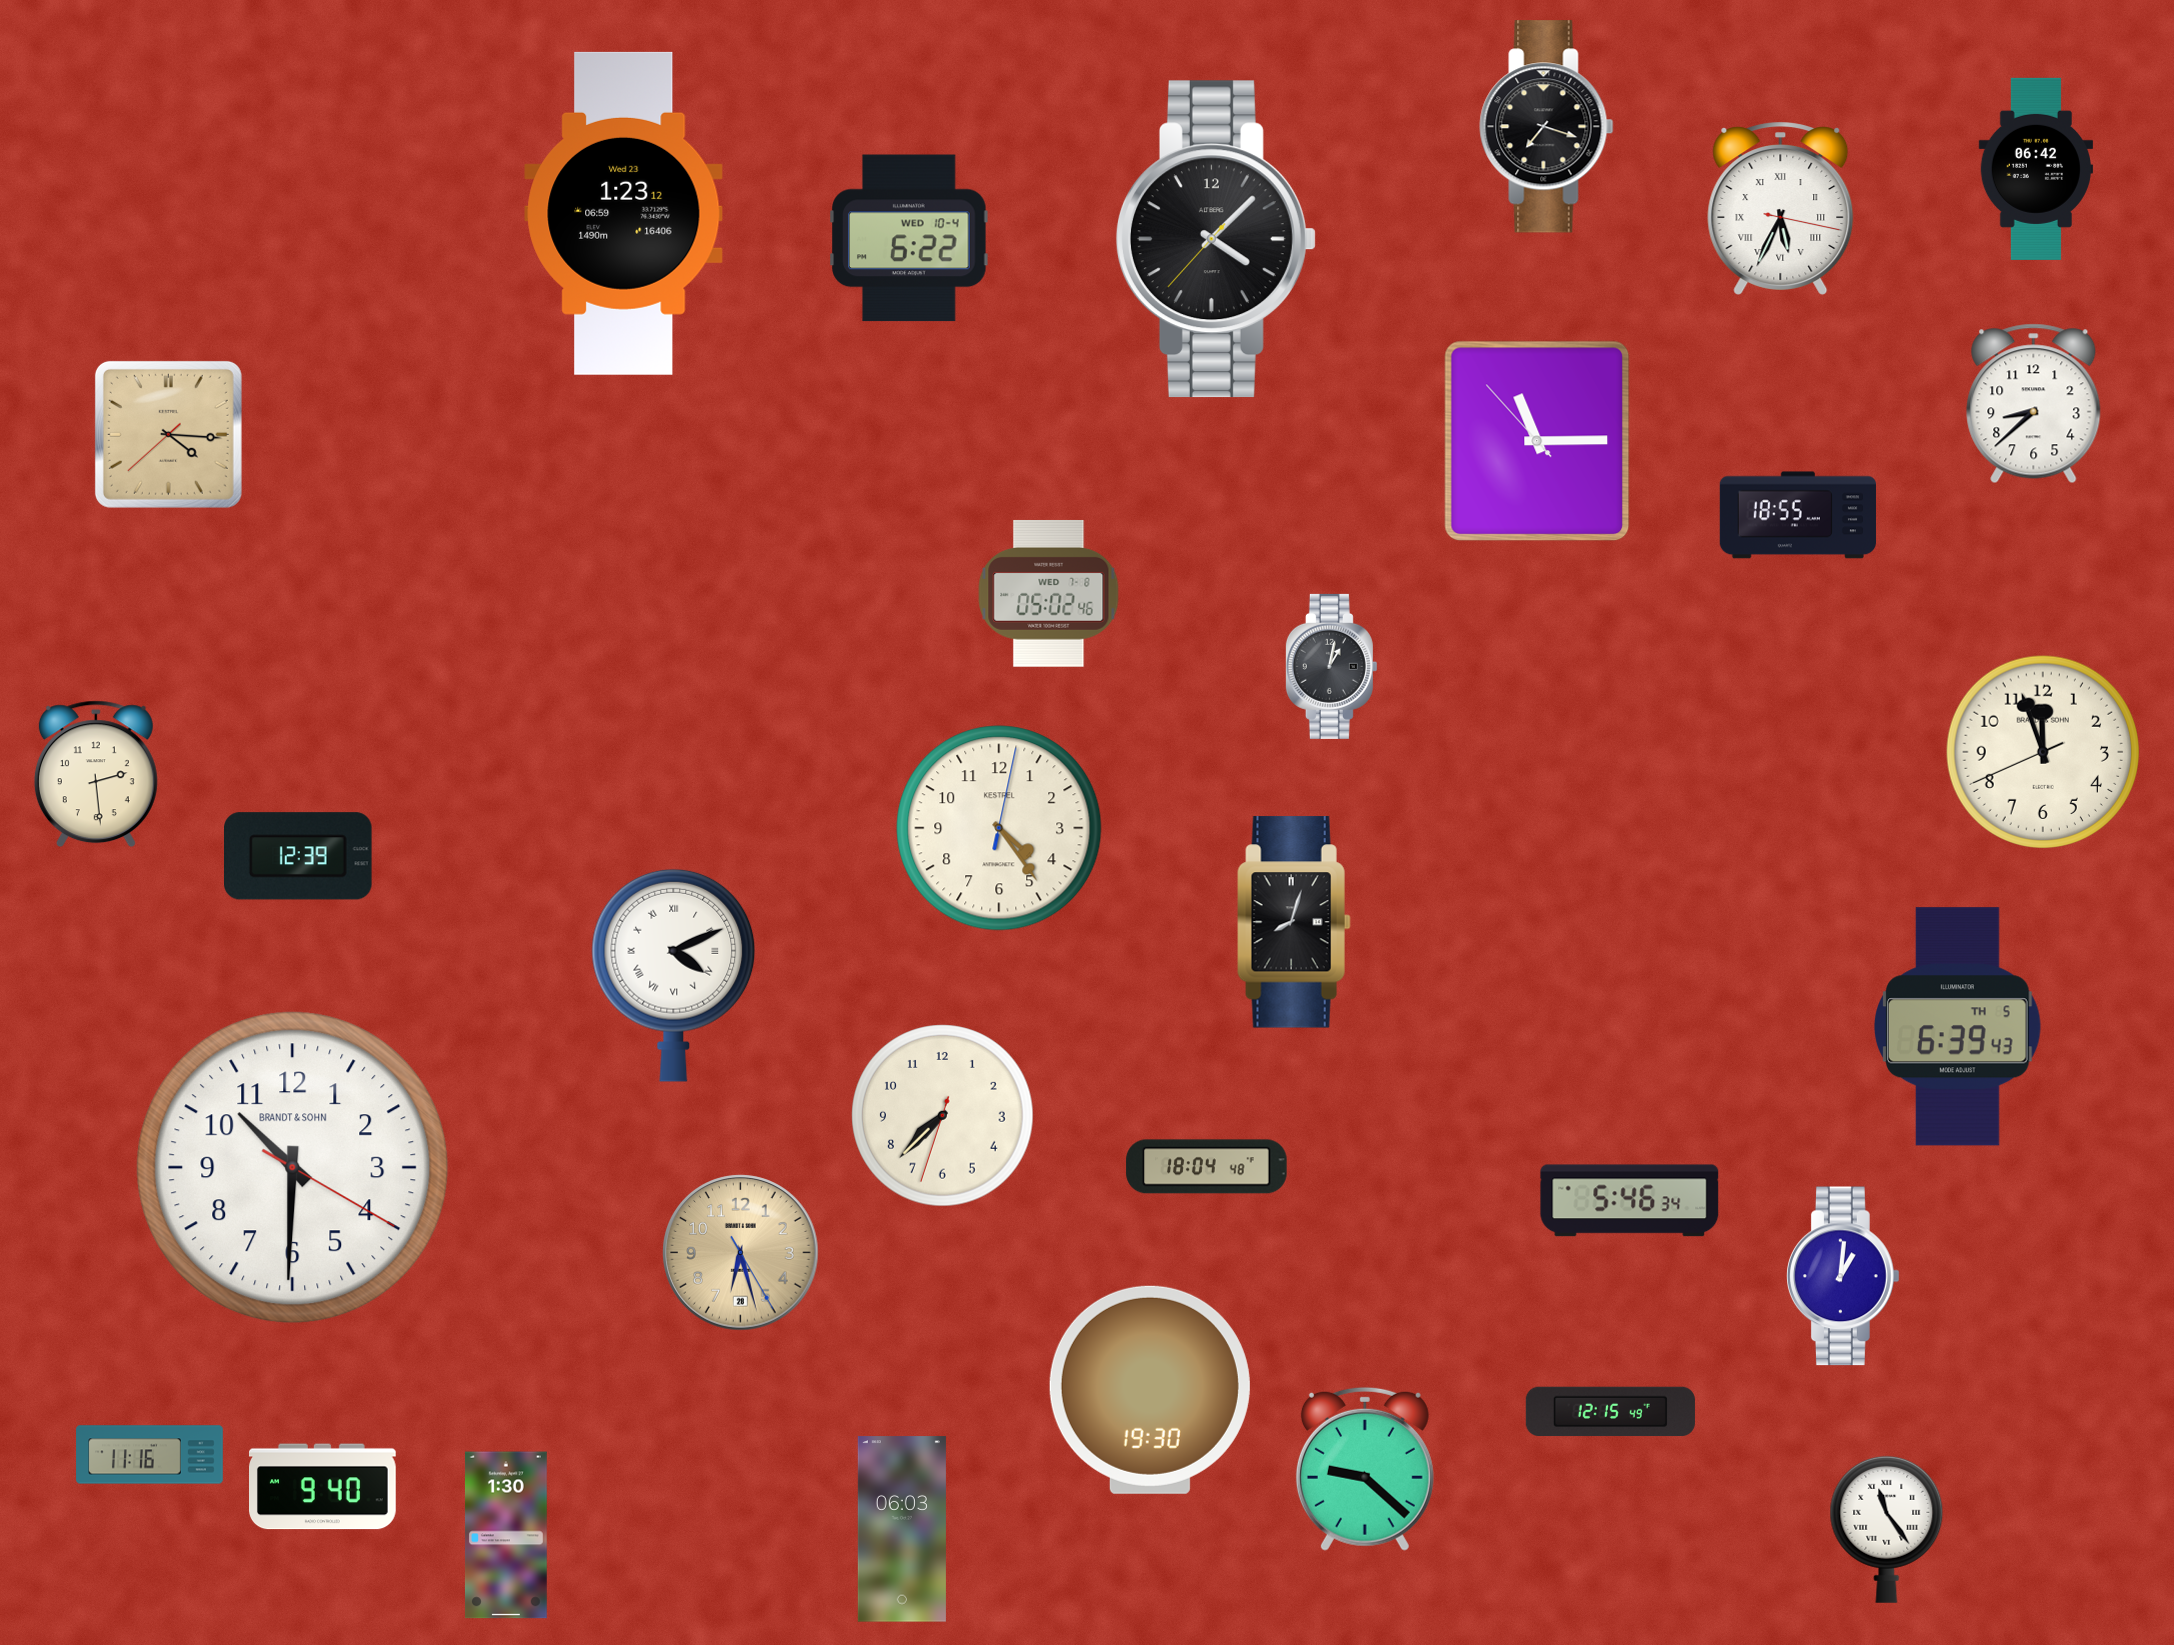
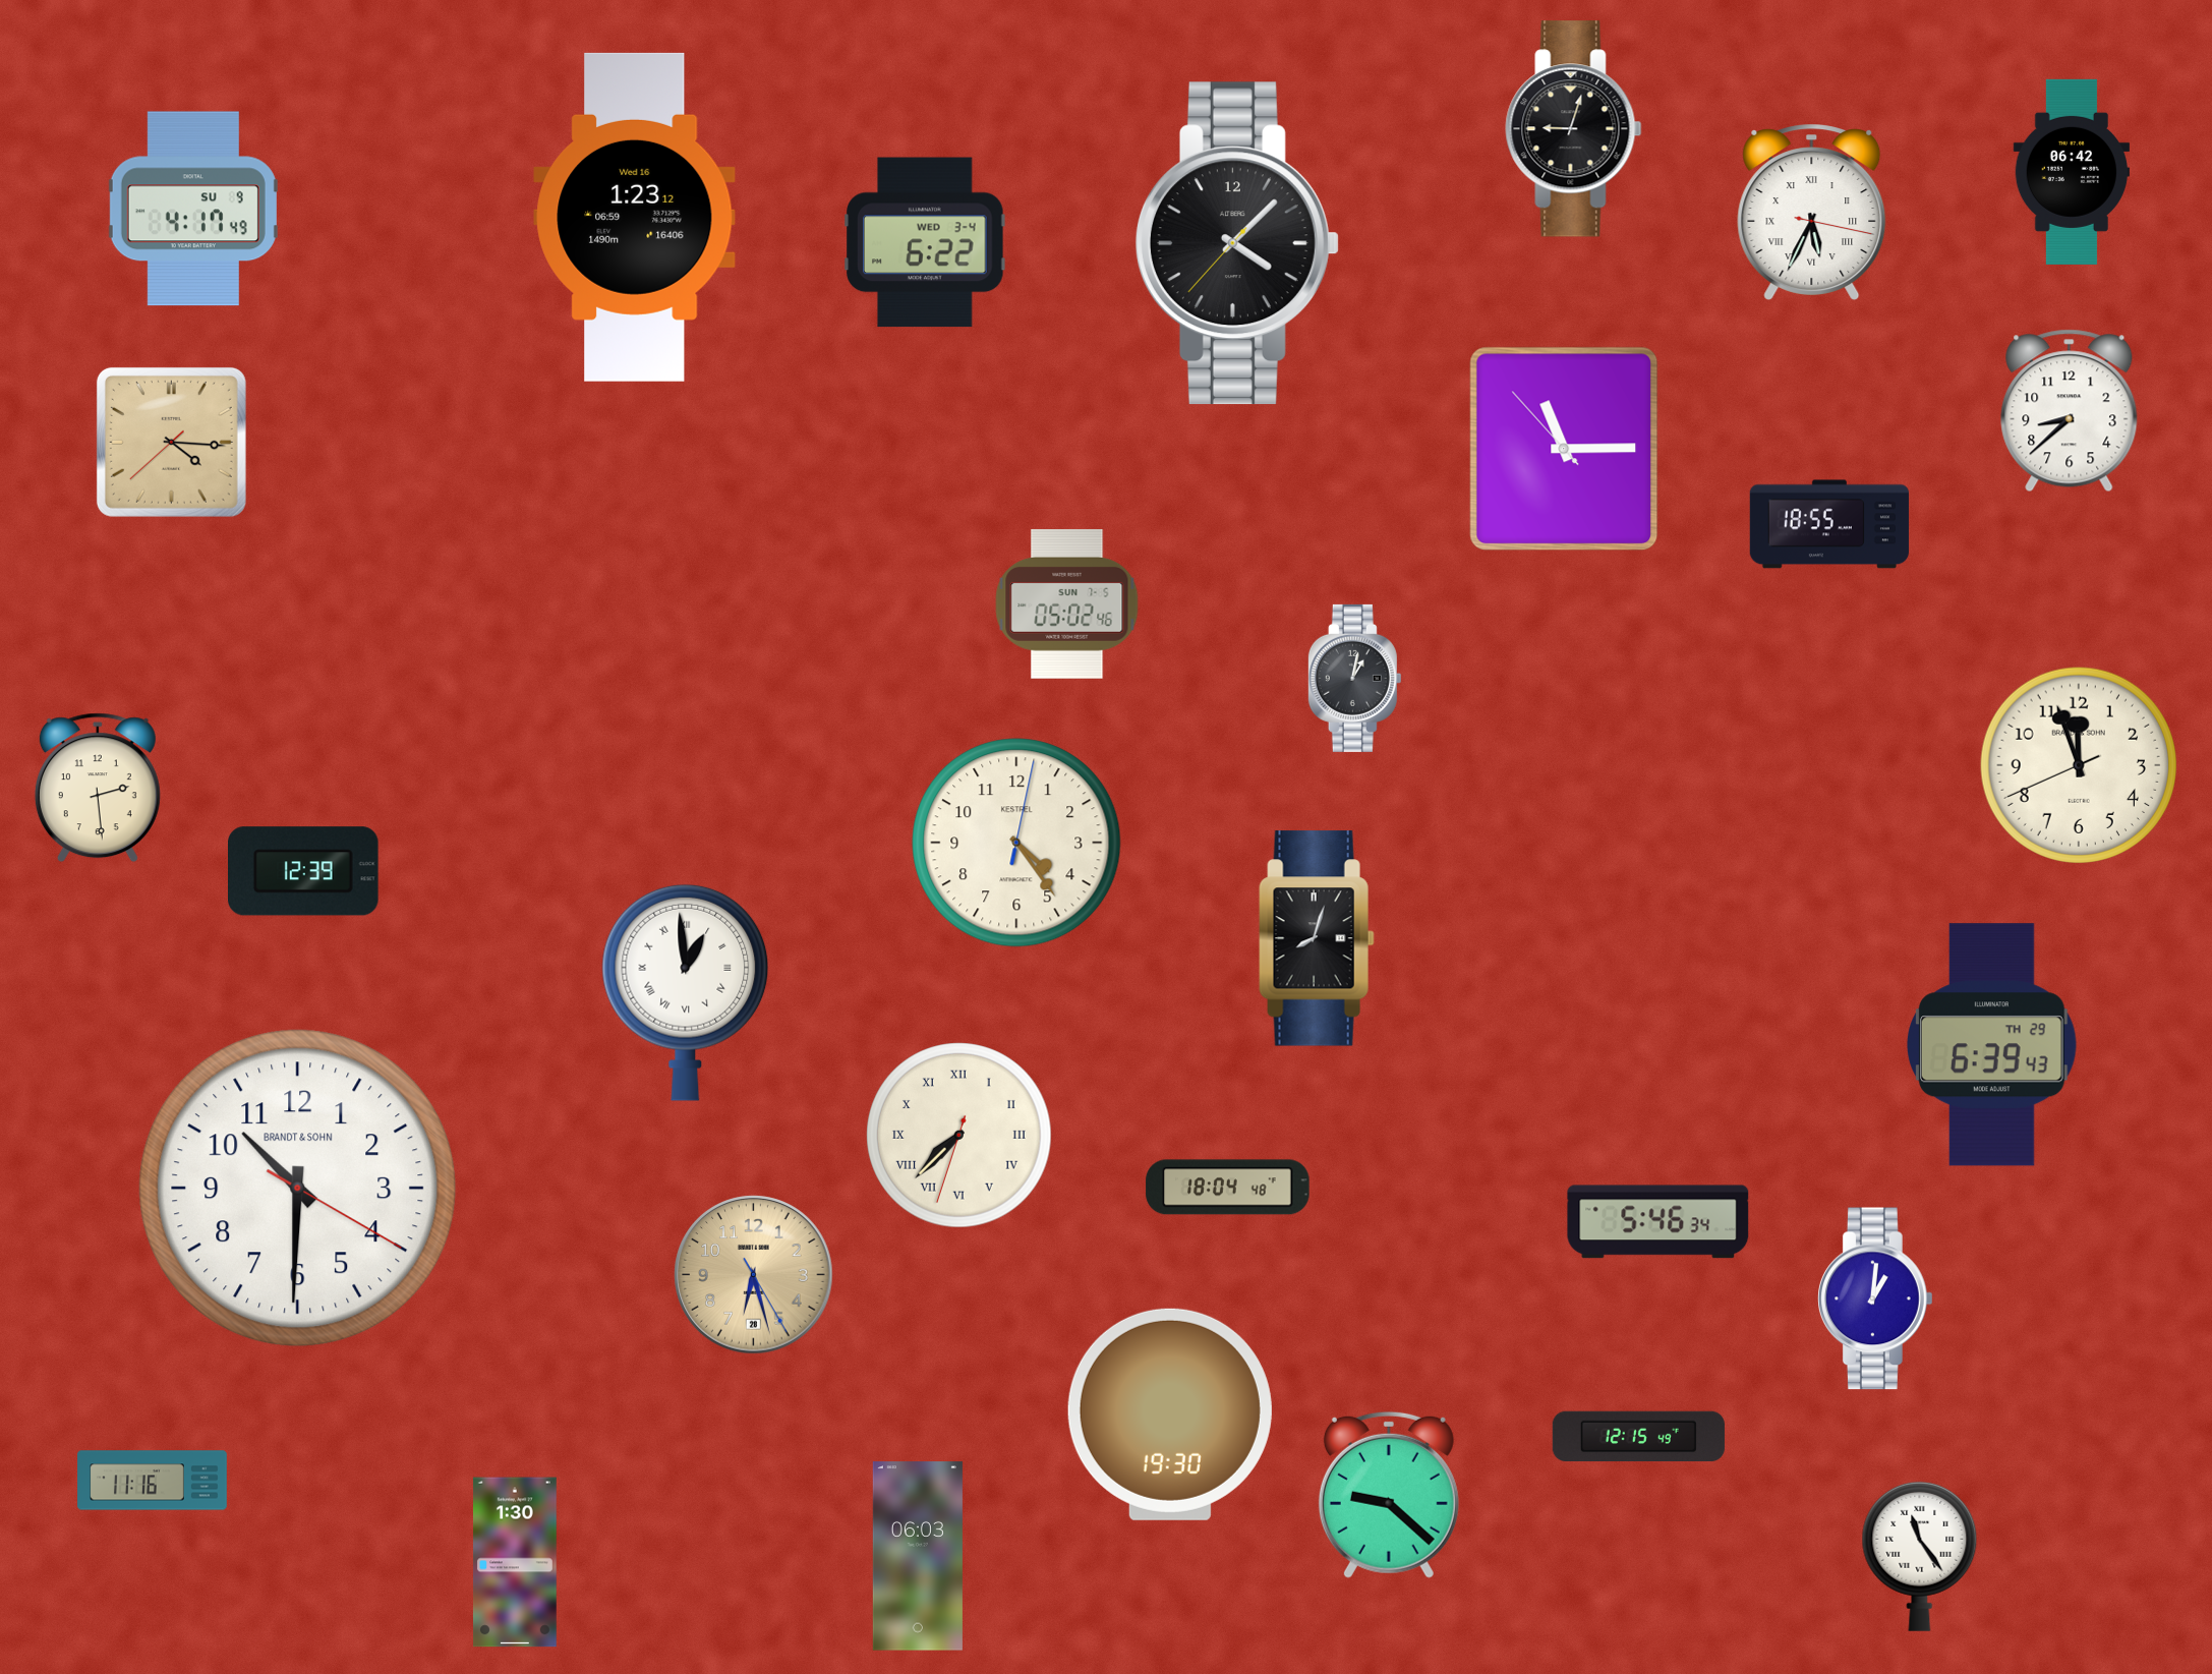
clock at (1547, 127): 7:18 -> 9:03
clock at (193, 209): none -> 4:17
clock at (624, 213) date: Wed 23 -> Wed 16
clock at (909, 238) date: WED 10-4 -> WED 3-4
clock at (1049, 593) date: WED 7-8 -> SUN 7-5
clock at (674, 975): 4:11 -> 12:59
clock at (1958, 1027) date: TH 5 -> TH 29
clock at (943, 1116) numerals: Arabic -> Roman
clock at (323, 1487): 9:40 -> none
